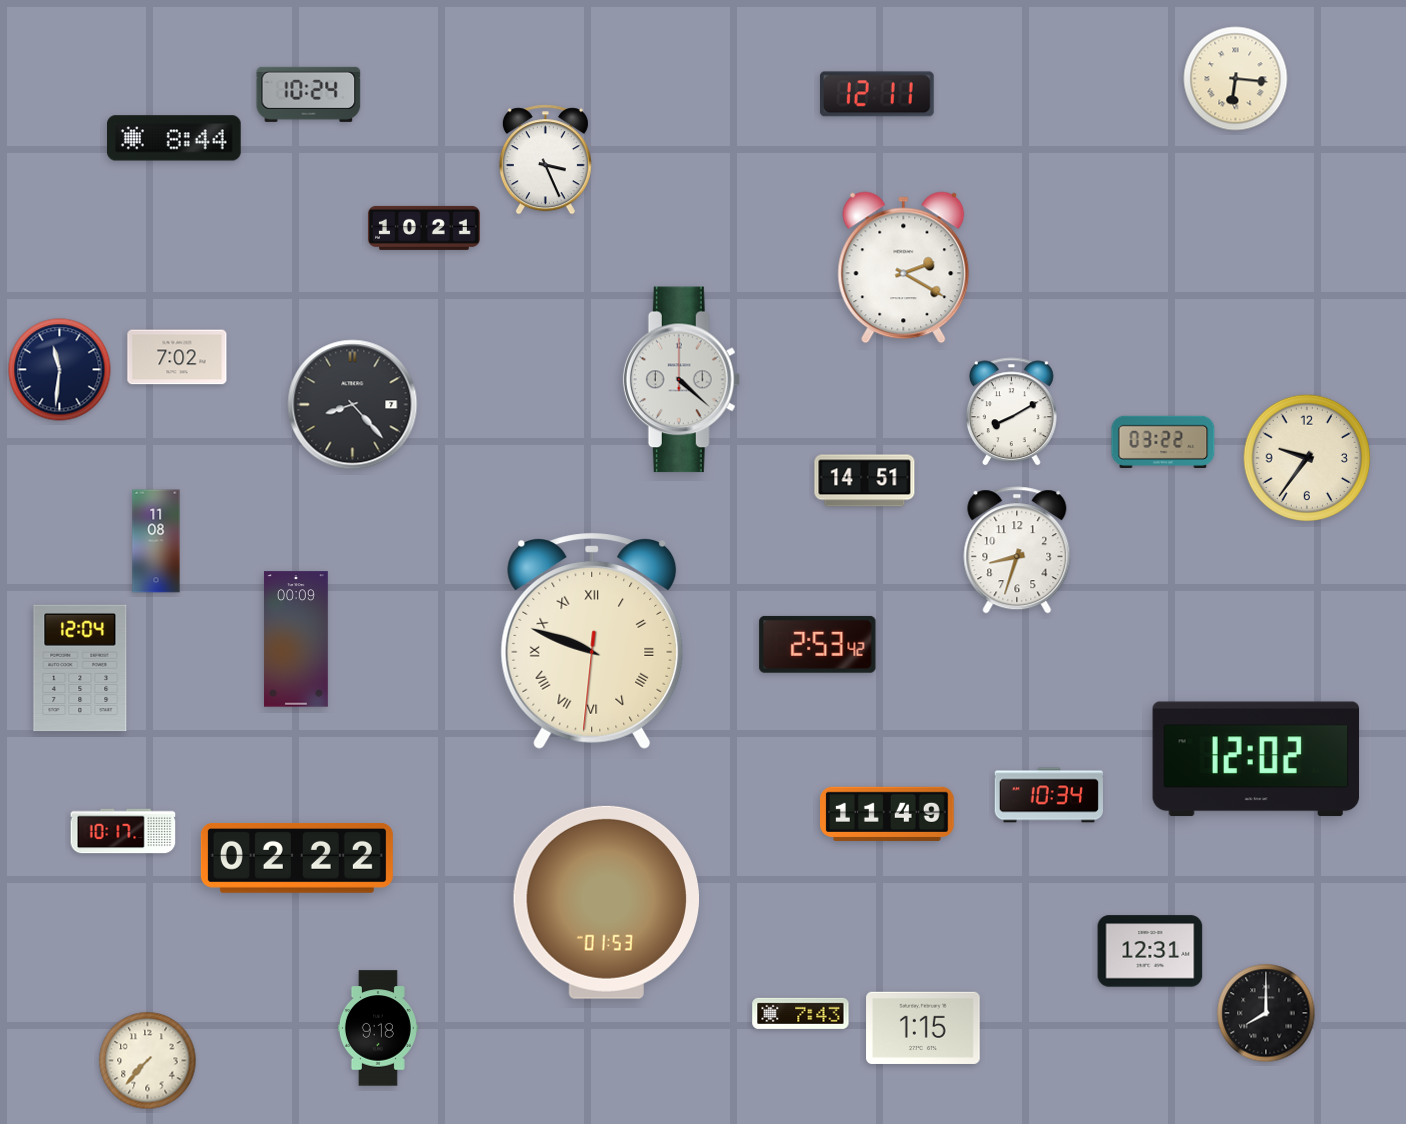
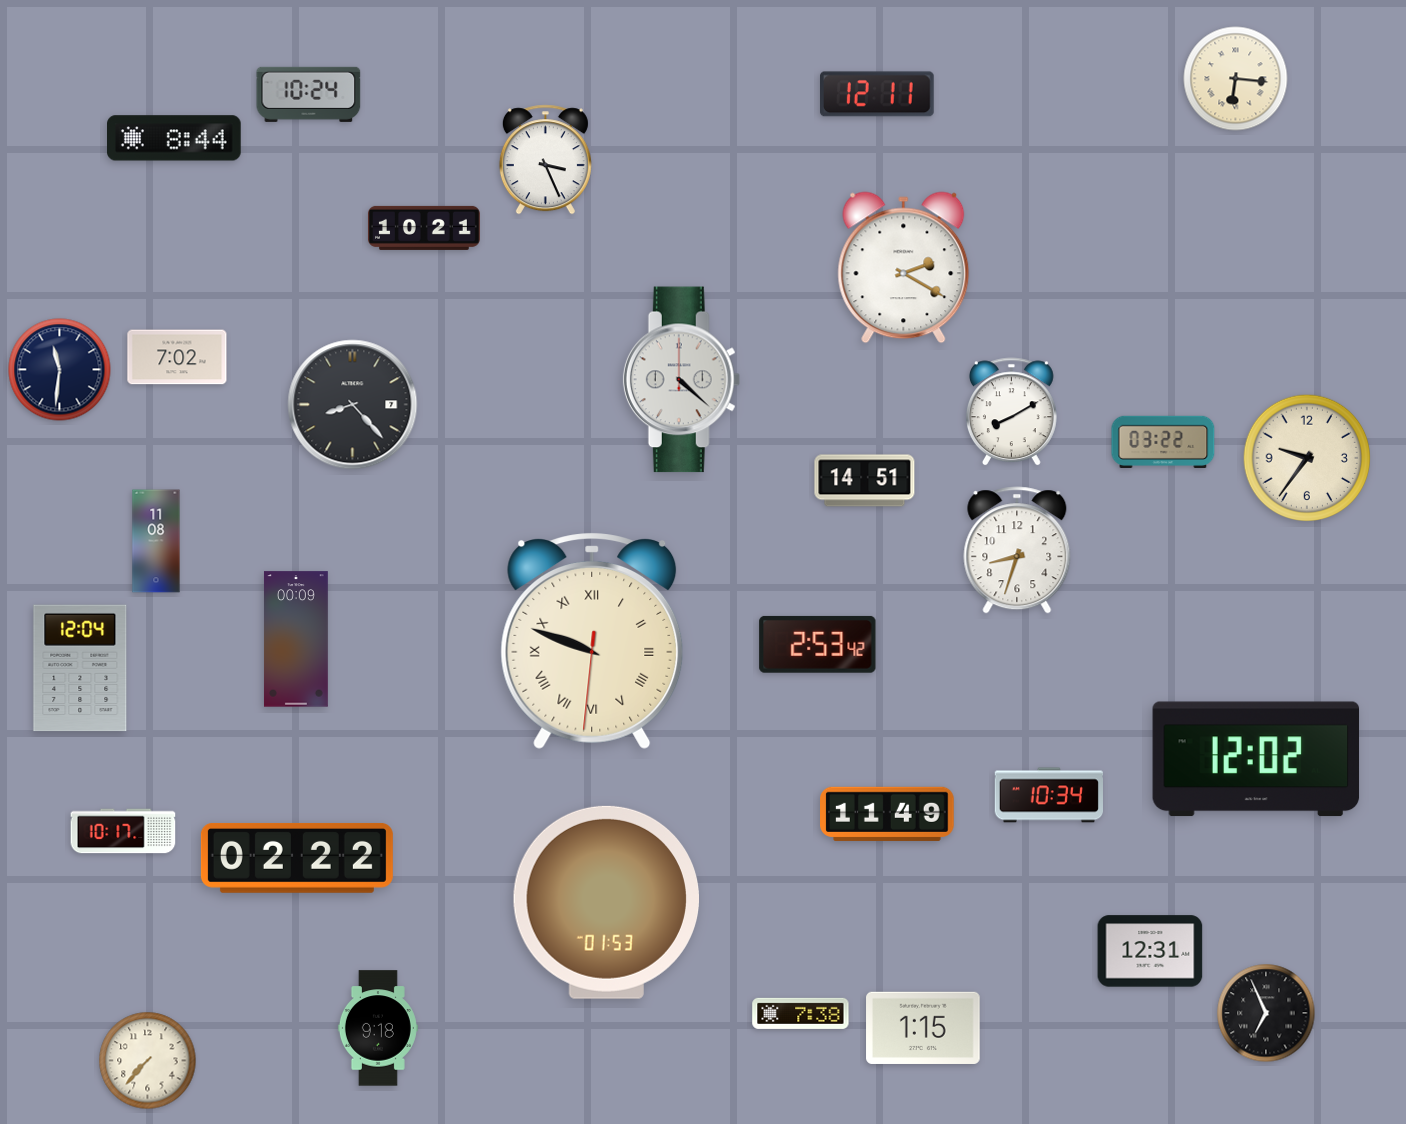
clock at (801, 1013): 7:43 -> 7:38
clock at (1266, 1013): 8:00 -> 6:56
